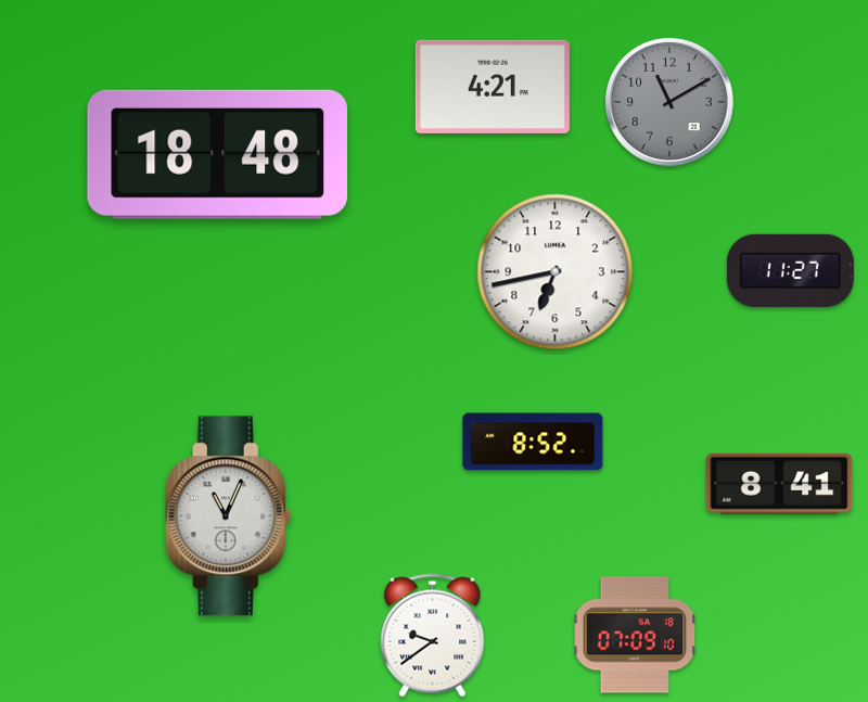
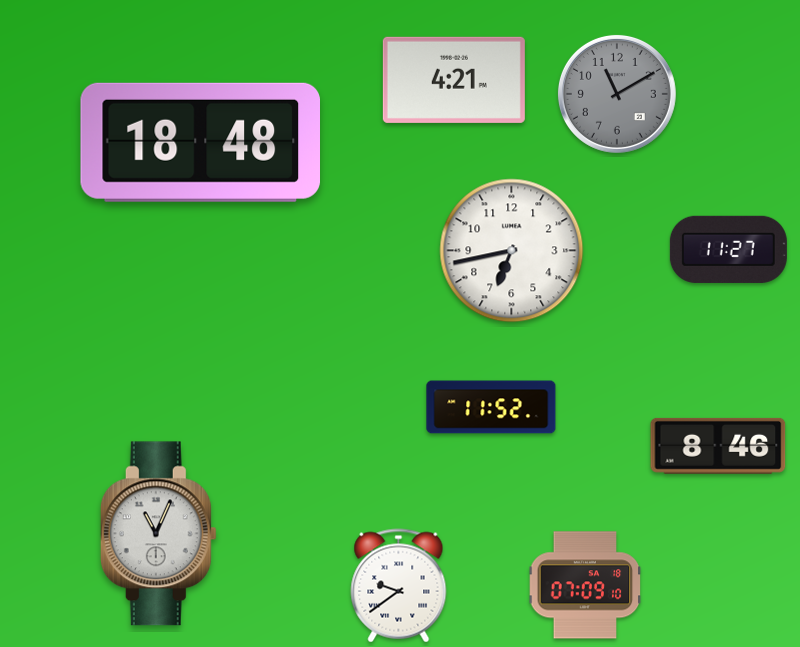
clock at (533, 442): 8:52 -> 11:52
clock at (779, 484): 8:41 -> 8:46
clock at (228, 516) position: (228, 516) -> (158, 534)
